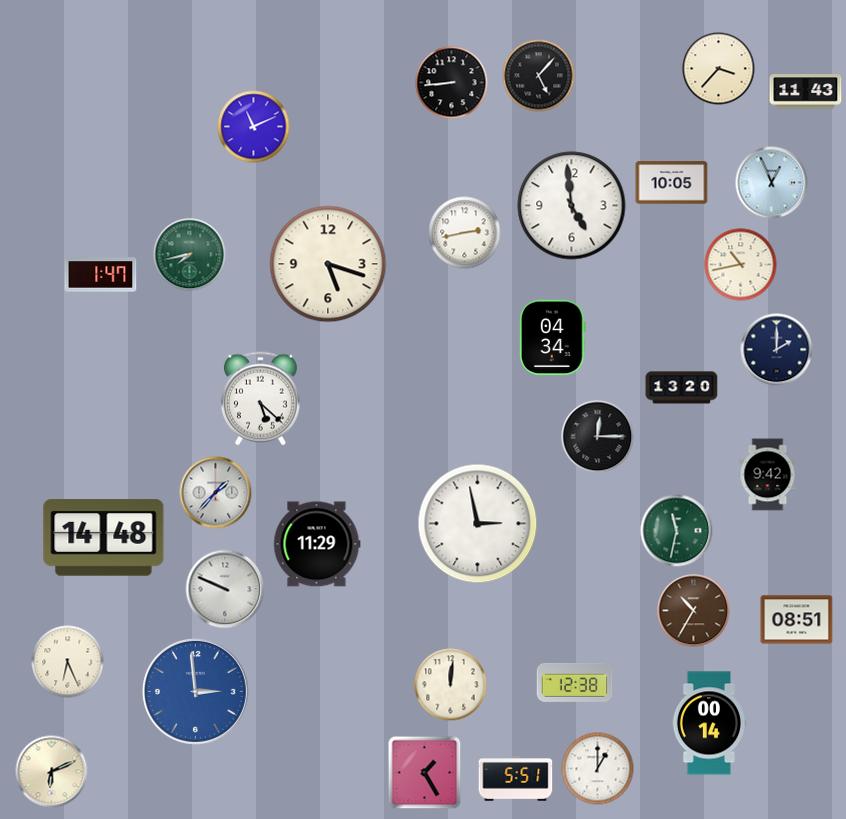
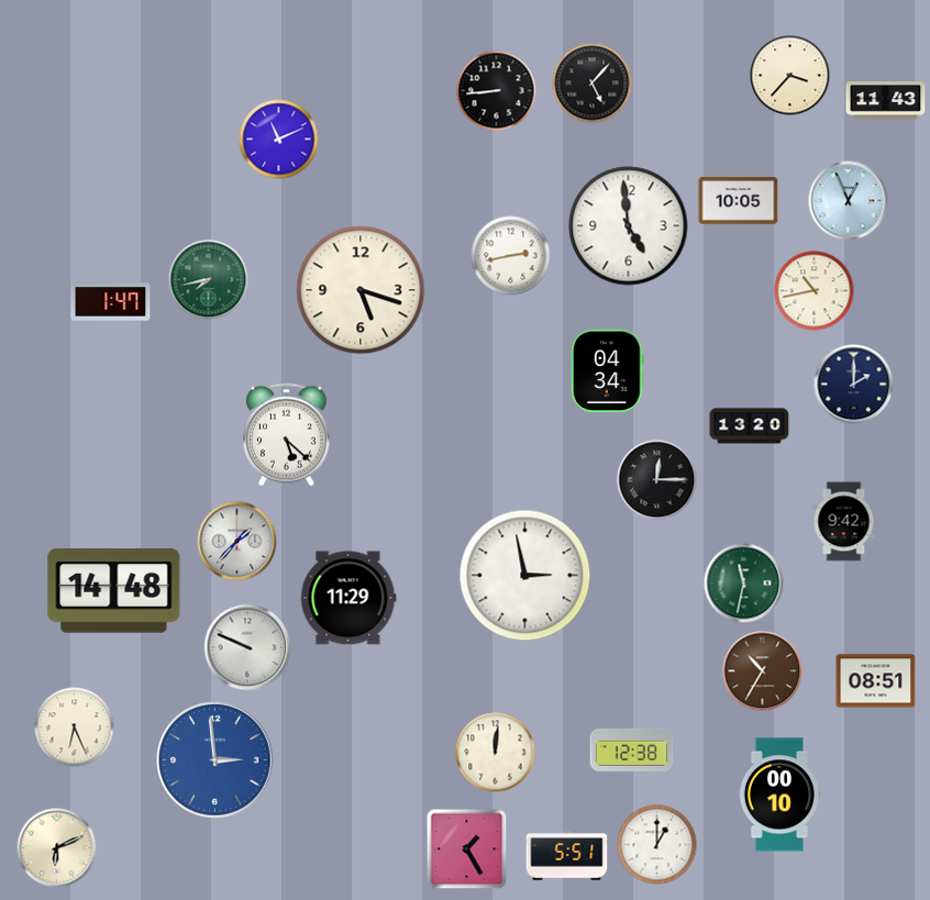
clock at (260, 399) position: (260, 399) -> (286, 435)
clock at (708, 723): 00:14 -> 00:10
